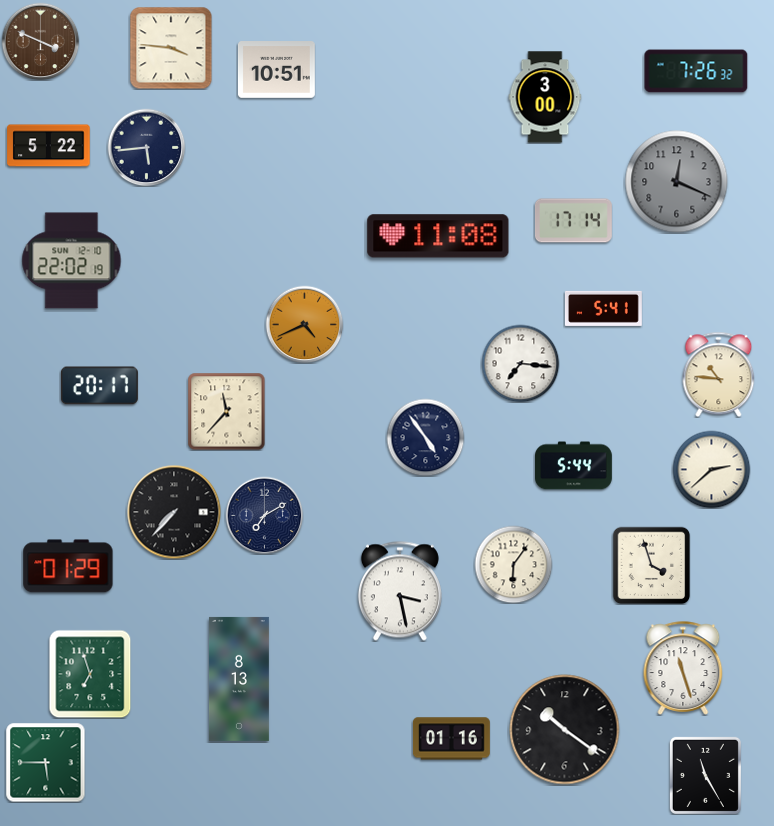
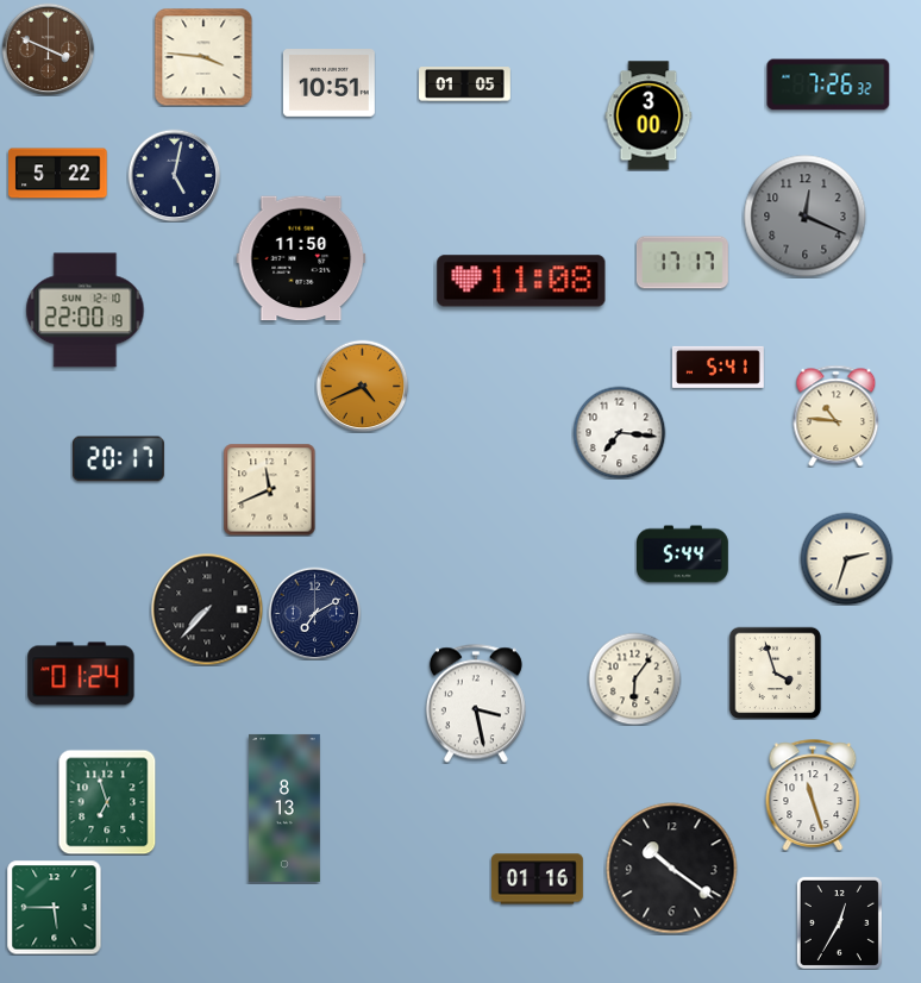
clock at (465, 84): none -> 01:05
clock at (146, 147): 5:44 -> 5:02
clock at (301, 258): none -> 11:50
clock at (573, 221): 17:14 -> 17:17
clock at (72, 261): 22:02 -> 22:00
clock at (719, 374) position: (719, 374) -> (837, 415)
clock at (226, 411): 11:37 -> 11:41
clock at (425, 437): 4:54 -> none
clock at (711, 469): 2:38 -> 2:33
clock at (513, 564) position: (513, 564) -> (634, 678)
clock at (68, 566): 01:29 -> 01:24
clock at (705, 775): 11:25 -> 12:35
